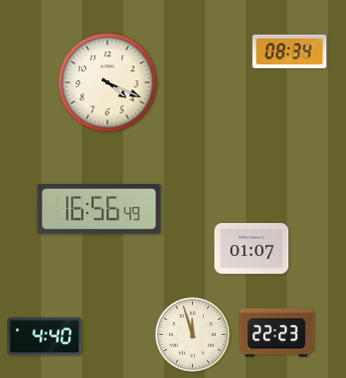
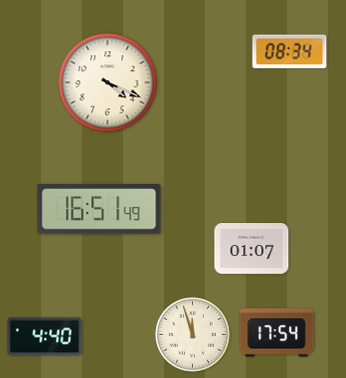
clock at (99, 210): 16:56 -> 16:51
clock at (277, 333): 22:23 -> 17:54
